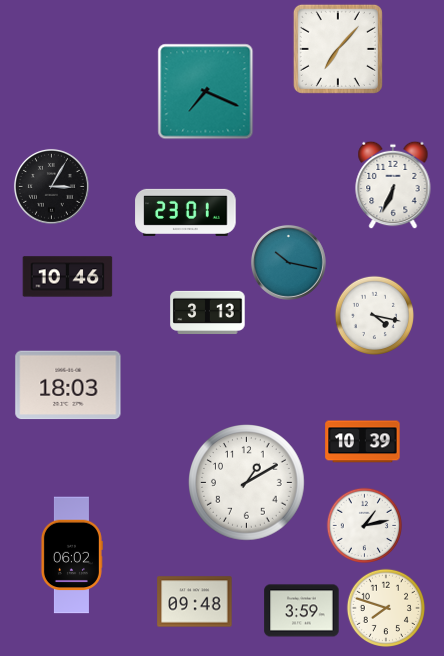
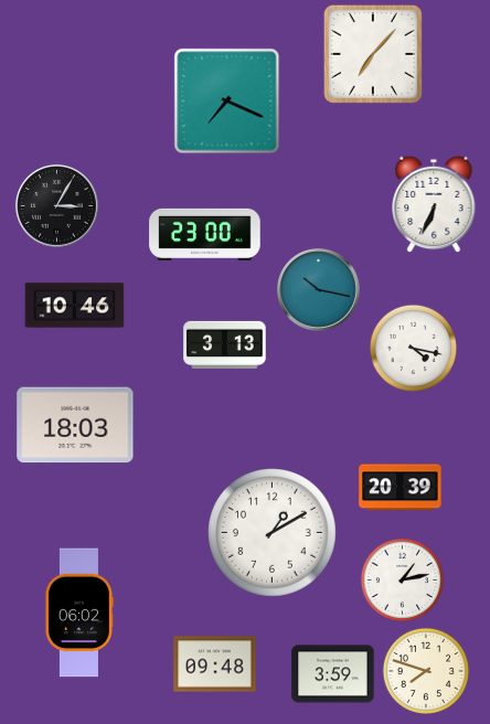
clock at (186, 212): 23:01 -> 23:00
clock at (208, 312) position: (208, 312) -> (225, 344)
clock at (363, 442): 10:39 -> 20:39
